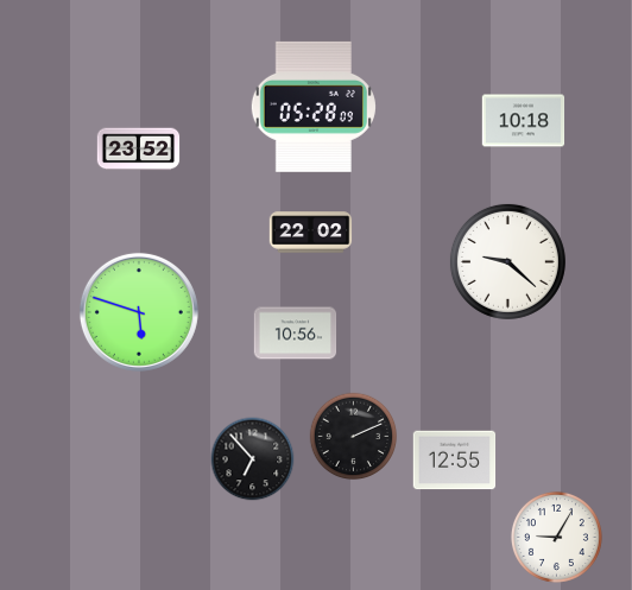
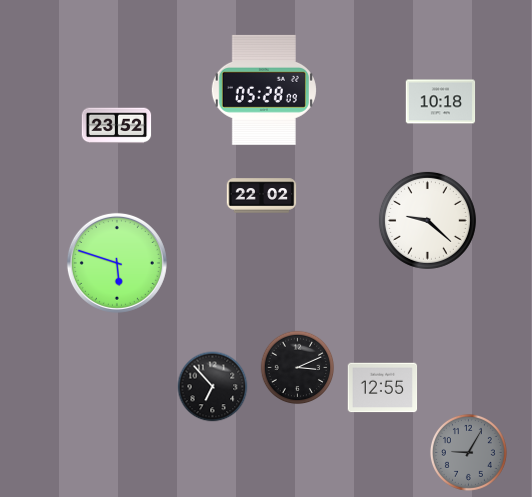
clock at (296, 334): 10:56 -> none
clock at (354, 437): 2:11 -> 3:11
clock at (556, 537) dial: white -> grey
